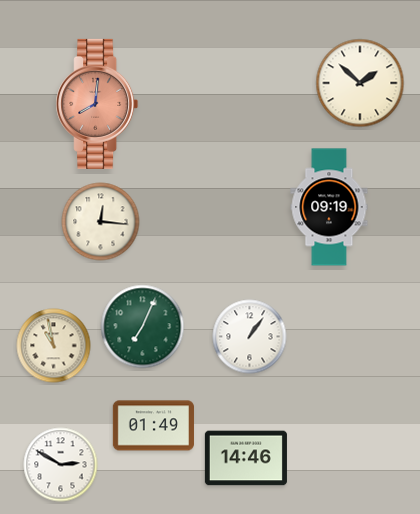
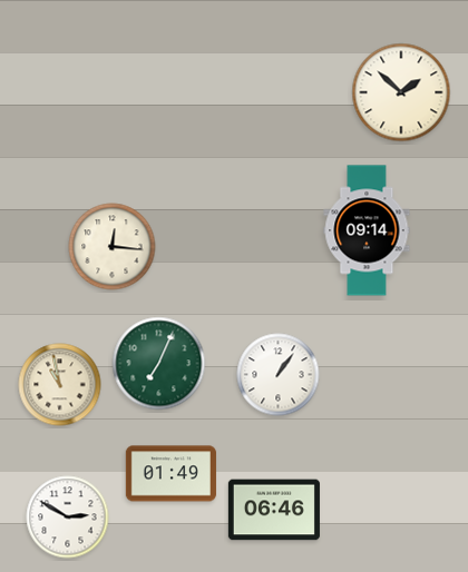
clock at (97, 104): 8:01 -> none
clock at (329, 207): 09:19 -> 09:14
clock at (246, 458): 14:46 -> 06:46
